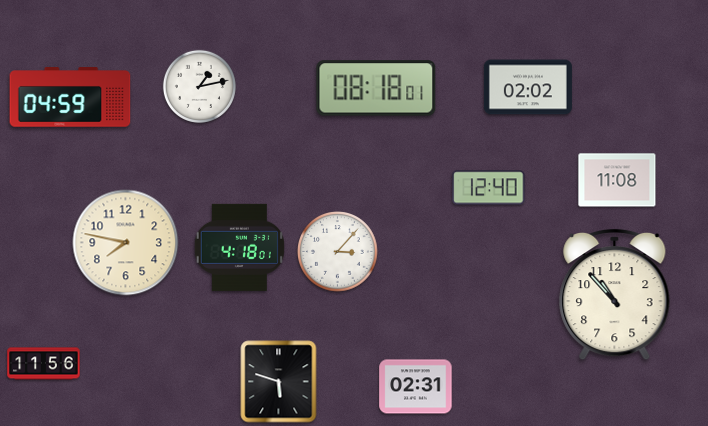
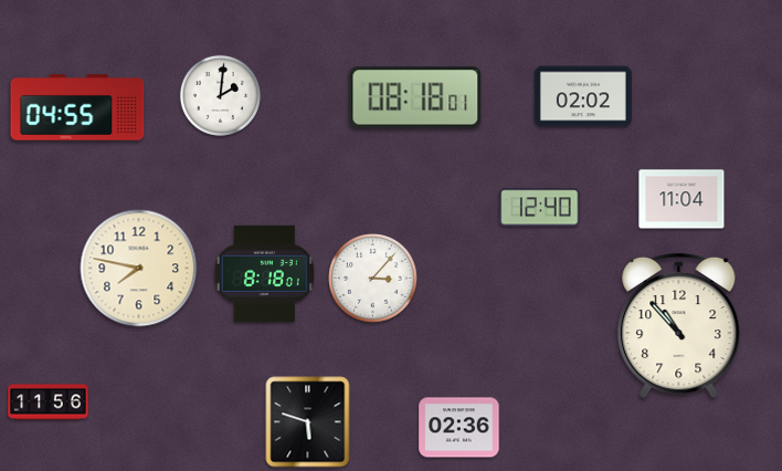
clock at (199, 86): 1:13 -> 2:01
clock at (70, 97): 04:59 -> 04:55
clock at (617, 180): 11:08 -> 11:04
clock at (239, 247): 4:18 -> 8:18
clock at (416, 387): 02:31 -> 02:36
